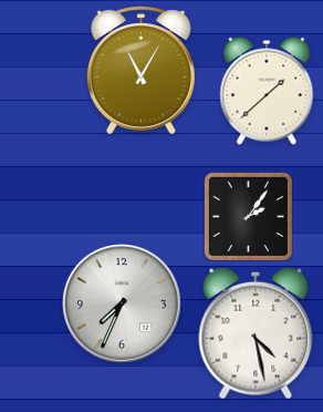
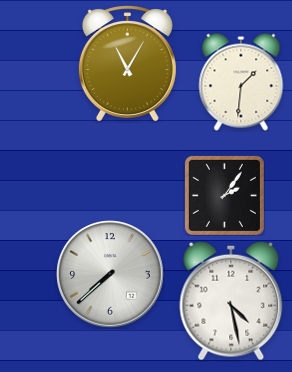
clock at (267, 91): 1:38 -> 1:31
clock at (122, 303): 7:34 -> 7:38
